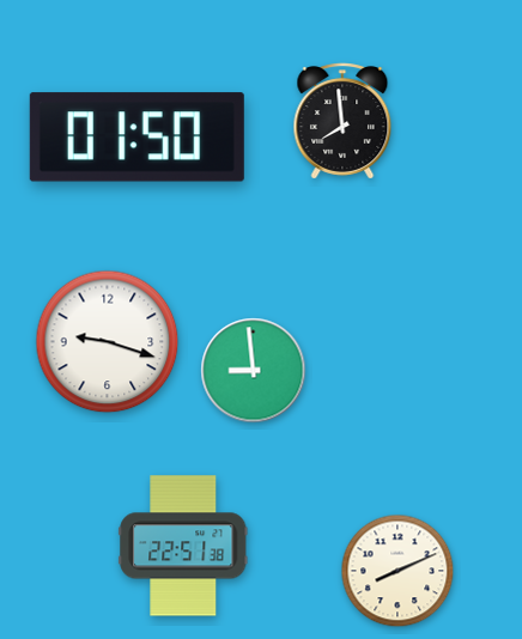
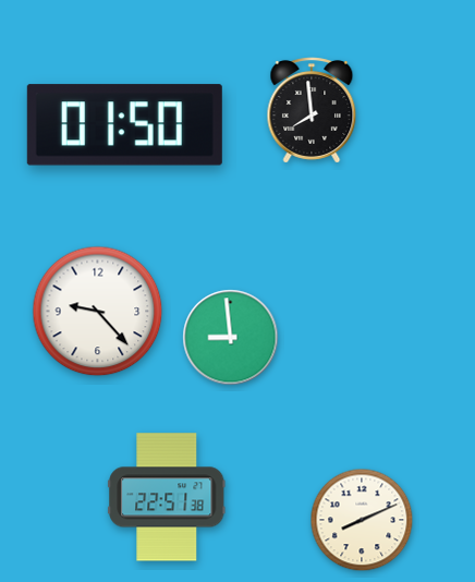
clock at (108, 342): 9:18 -> 9:23
